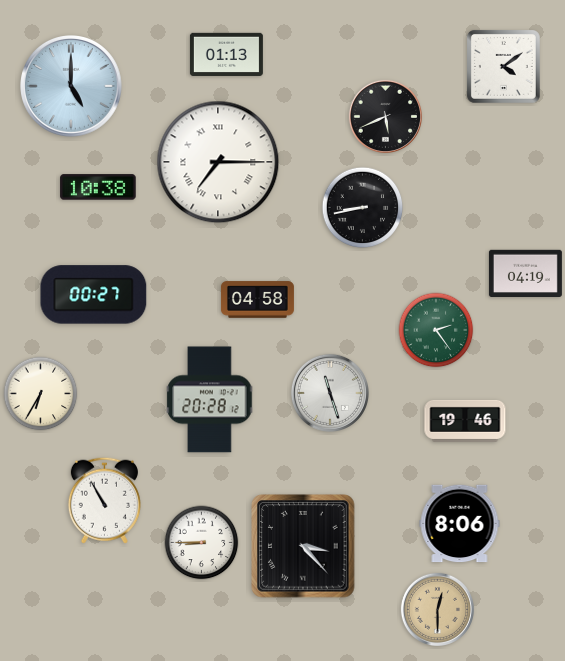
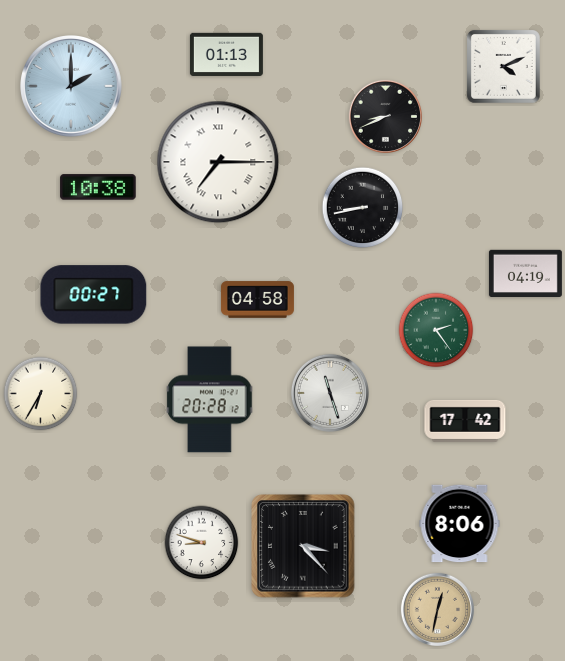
clock at (504, 67): 4:09 -> 4:11
clock at (72, 87): 5:00 -> 2:00
clock at (385, 116): 5:41 -> 8:41
clock at (465, 421): 19:46 -> 17:42
clock at (104, 500): 10:55 -> none
clock at (202, 543): 8:45 -> 8:48
clock at (437, 609): 12:30 -> 12:32
